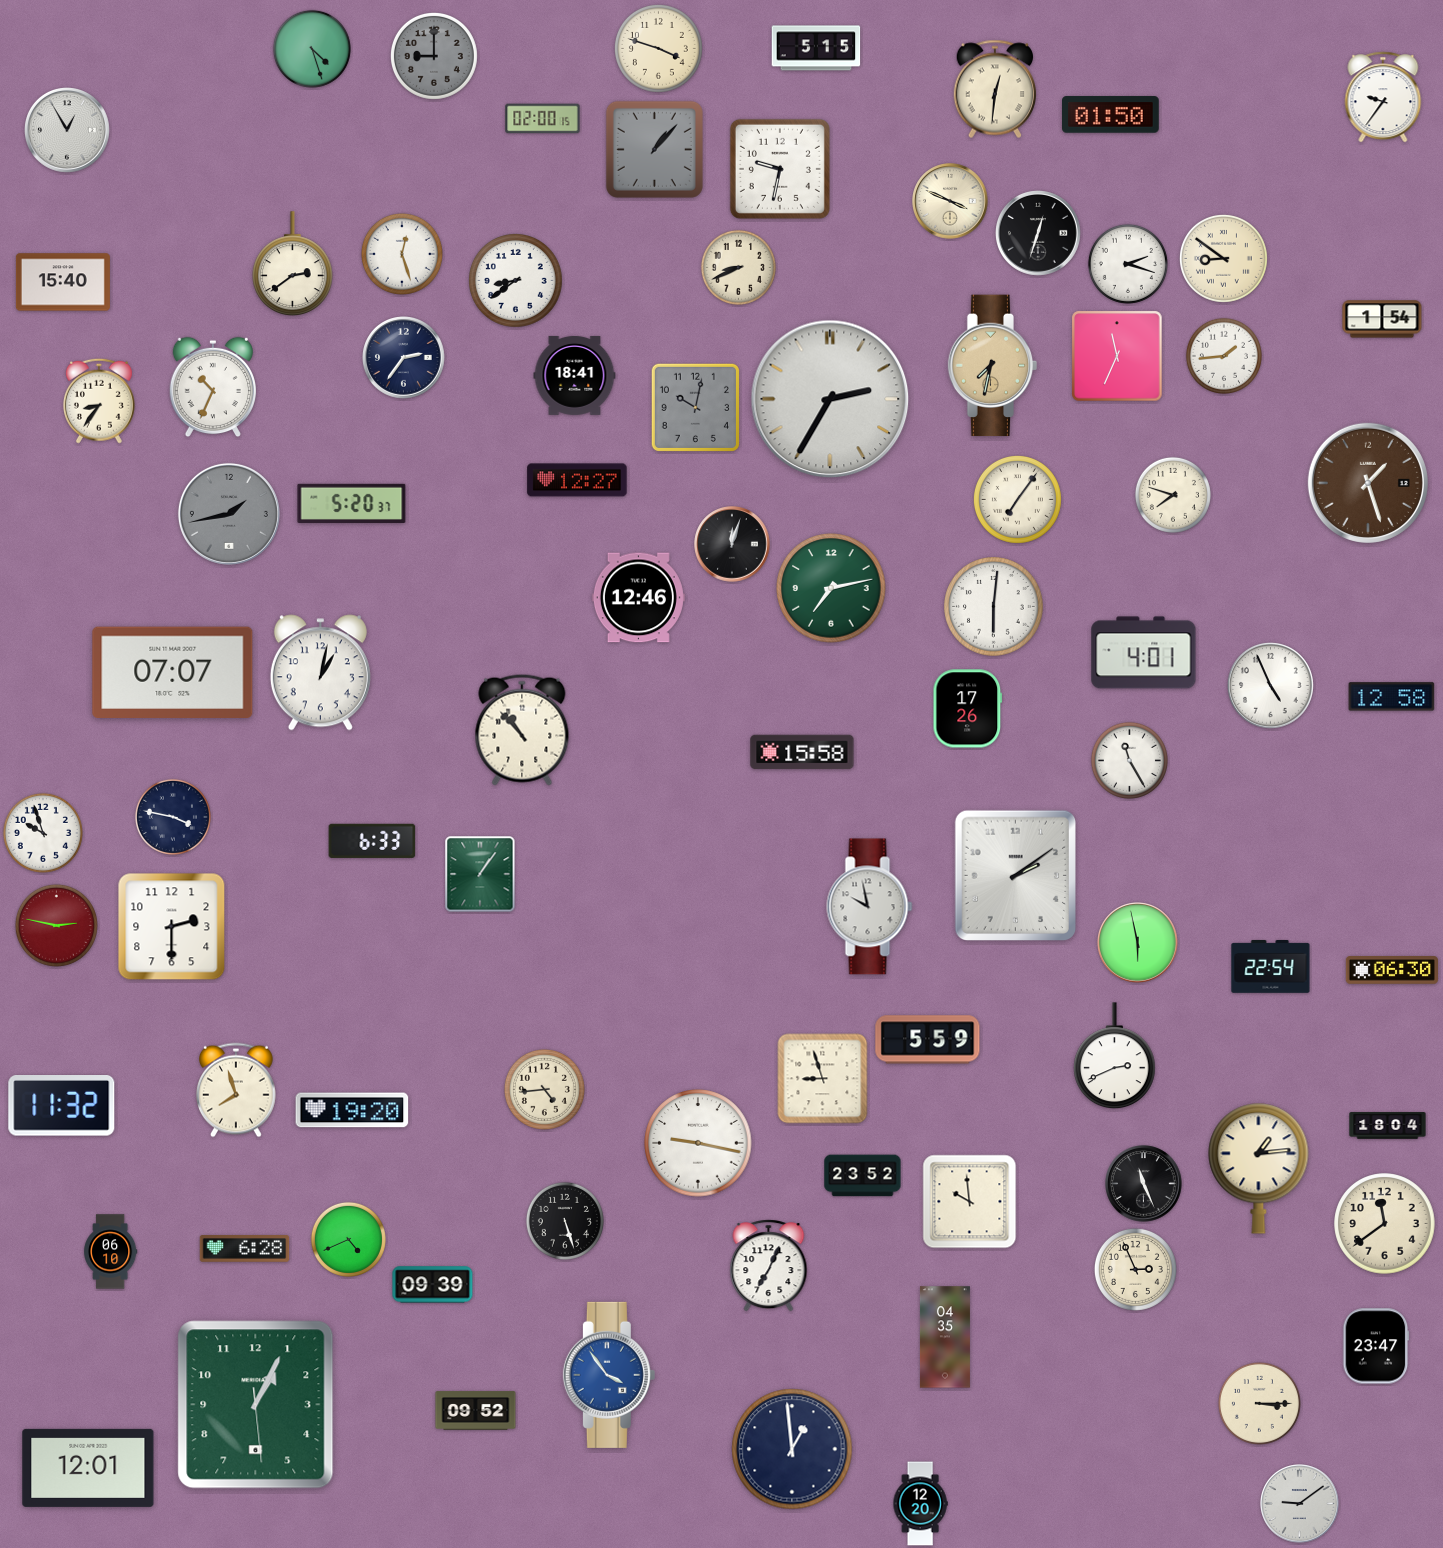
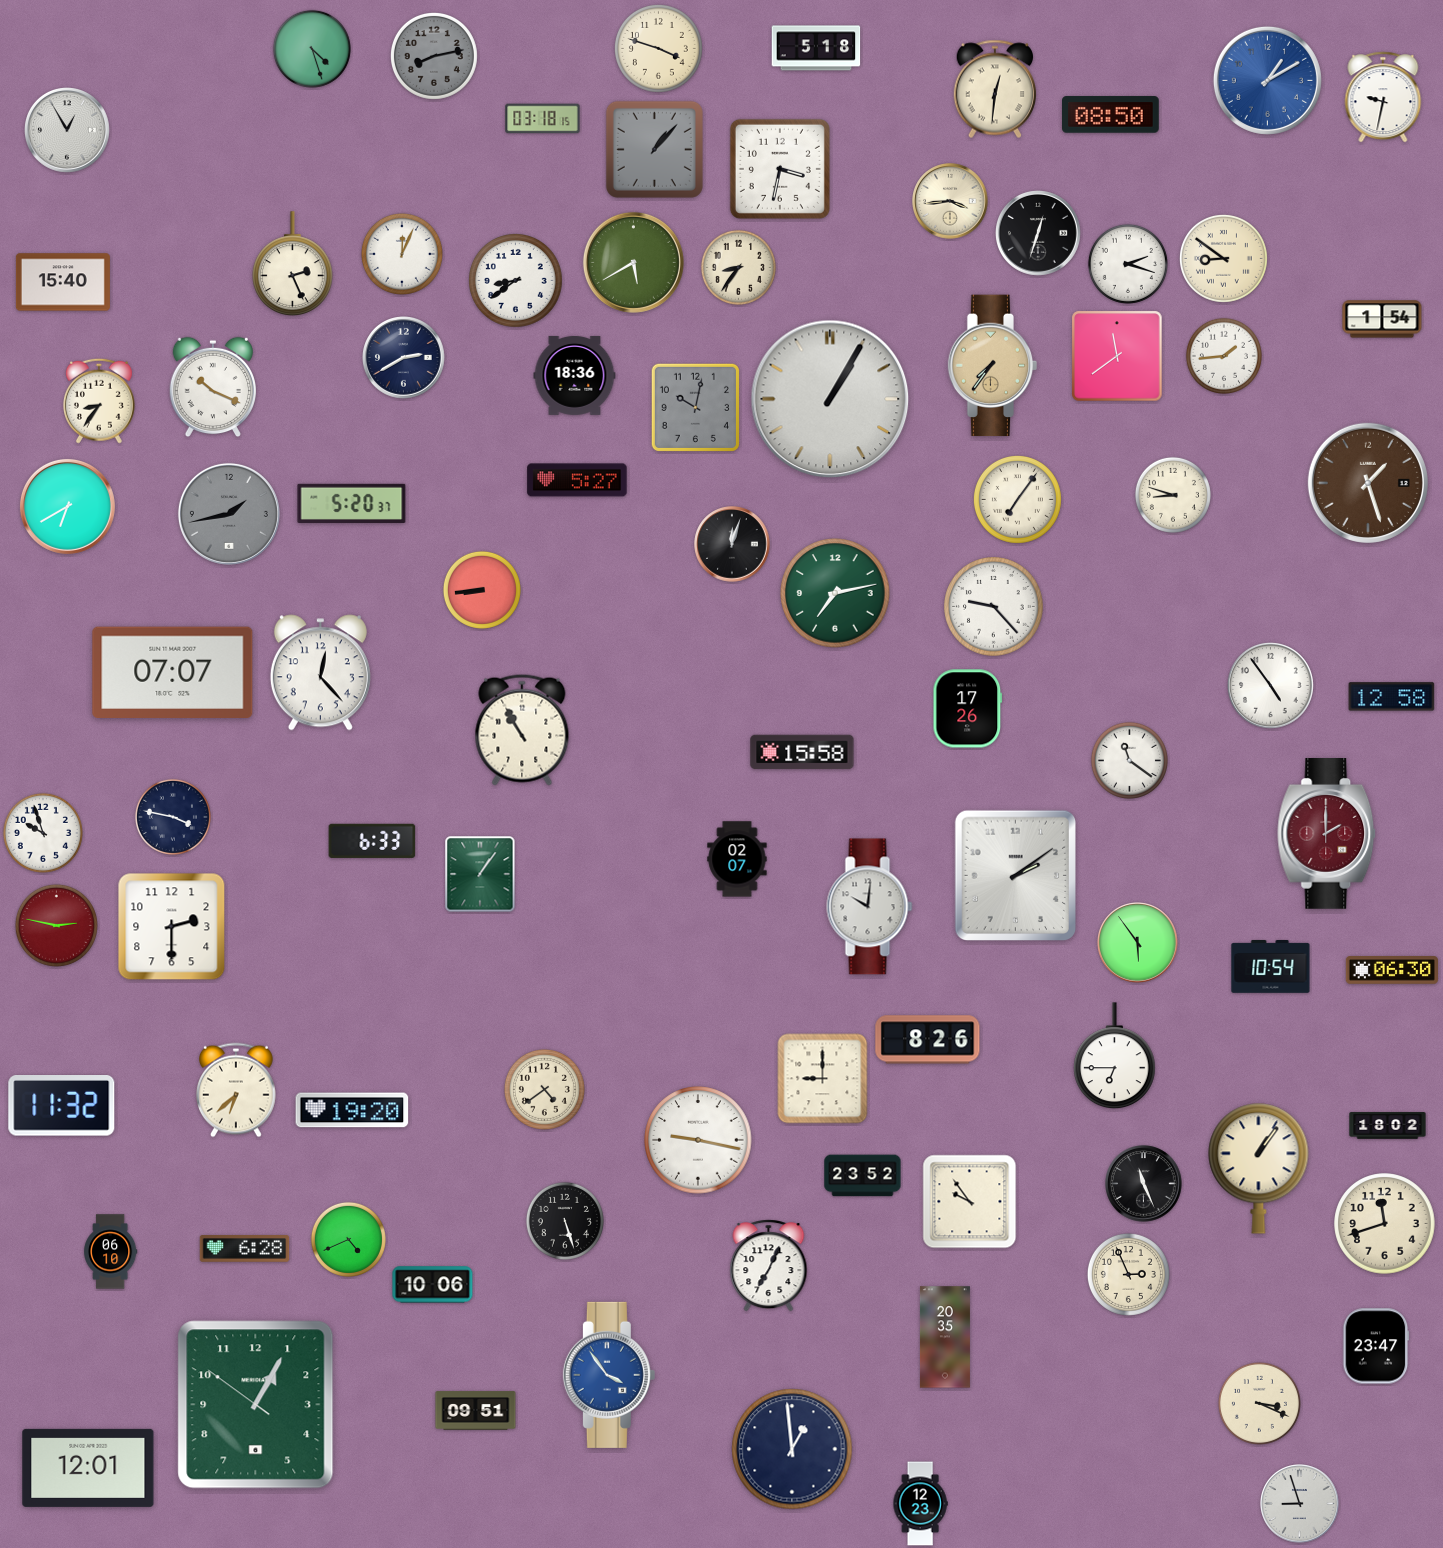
clock at (816, 48): 5:15 -> 5:18
clock at (434, 56): 9:00 -> 8:13
clock at (1267, 80): none -> 1:10
clock at (1383, 97): 9:36 -> 9:32
clock at (1111, 115): 01:50 -> 08:50
clock at (543, 119): 02:00 -> 03:18
clock at (780, 169): 9:32 -> 3:32
clock at (950, 201): 3:49 -> 3:44
clock at (402, 254): 12:27 -> 12:04
clock at (633, 262): none -> 5:40
clock at (293, 263): 2:39 -> 2:26
clock at (738, 267): 8:41 -> 8:36
clock at (1117, 356): 11:34 -> 11:39
clock at (404, 358): 2:36 -> 2:40
clock at (993, 366): 7:32 -> 7:36
clock at (575, 375): 18:41 -> 18:36
clock at (212, 387): 10:34 -> 10:19
clock at (830, 399): 2:35 -> 1:05
clock at (577, 480): 12:27 -> 5:27
clock at (1173, 495): 7:48 -> 8:48
clock at (67, 506): none -> 6:40
clock at (831, 588) position: (831, 588) -> (835, 593)
clock at (482, 590): none -> 8:44
clock at (638, 598): 12:46 -> none
clock at (994, 607): 6:01 -> 9:23
clock at (1144, 653): 4:01 -> none
clock at (320, 673): 1:02 -> 12:23
clock at (1271, 686): 4:56 -> 4:54
clock at (522, 730): 10:53 -> 10:55
clock at (1129, 760): 11:25 -> 11:21
clock at (1327, 834): none -> 2:00
clock at (737, 859): none -> 02:07
clock at (870, 907): 9:58 -> 10:01
clock at (1138, 943): 5:58 -> 5:54
clock at (1271, 967): 22:54 -> 10:54
clock at (928, 1040): 5:59 -> 8:26
clock at (1115, 1056): 2:41 -> 6:45
clock at (823, 1079): 8:57 -> 9:00
clock at (544, 1089): 4:44 -> 4:39
clock at (237, 1090): 7:57 -> 6:38
clock at (1388, 1126): 18:04 -> 18:02
clock at (698, 1143) position: (698, 1143) -> (698, 1140)
clock at (1259, 1169): 1:14 -> 1:06
clock at (970, 1202): 9:59 -> 9:54
clock at (1385, 1224): 11:39 -> 11:42
clock at (1135, 1269) position: (1135, 1269) -> (1128, 1274)
clock at (433, 1285): 09:39 -> 10:06
clock at (945, 1337): 04:35 -> 20:35
clock at (1259, 1403): 3:15 -> 3:19
clock at (256, 1405): 1:04:29 -> 1:04:51
clock at (476, 1411): 09:52 -> 09:51
clock at (920, 1504): 12:20 -> 12:23
clock at (1300, 1504): 9:09 -> 8:57
